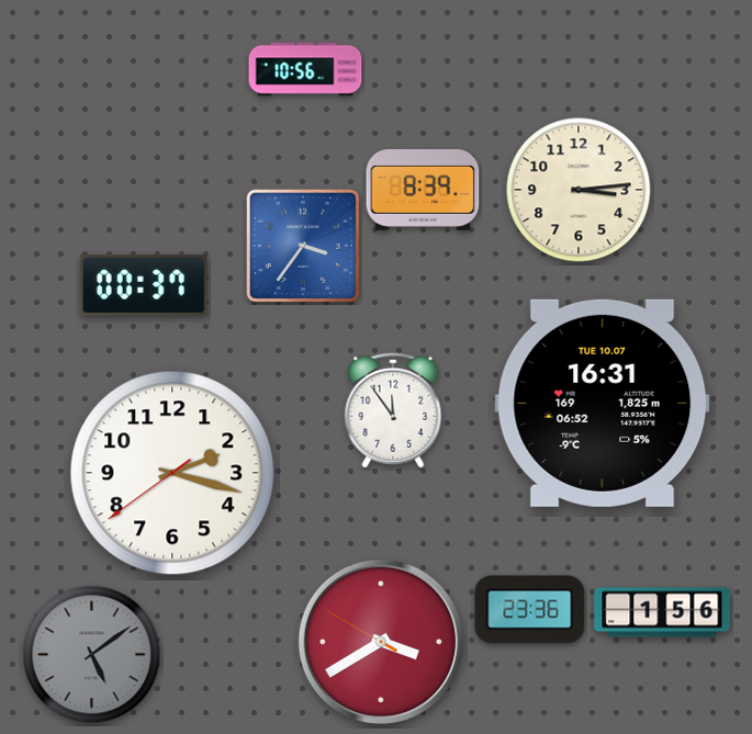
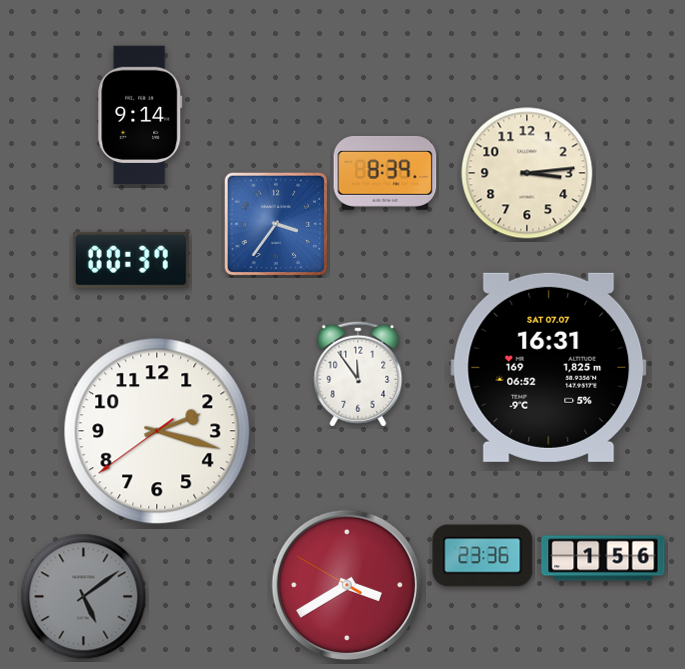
clock at (305, 69): 10:56 -> none
clock at (140, 115): none -> 9:14
clock at (603, 403) date: TUE 10.07 -> SAT 07.07
